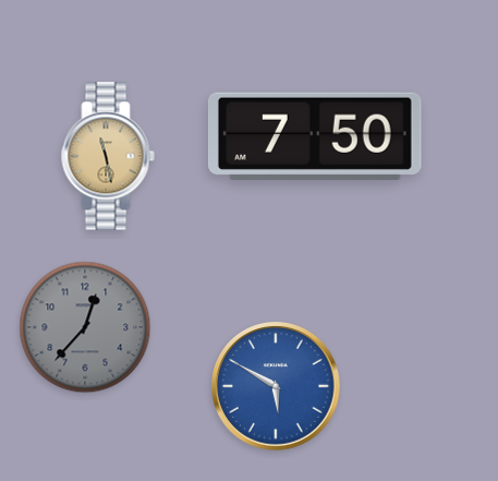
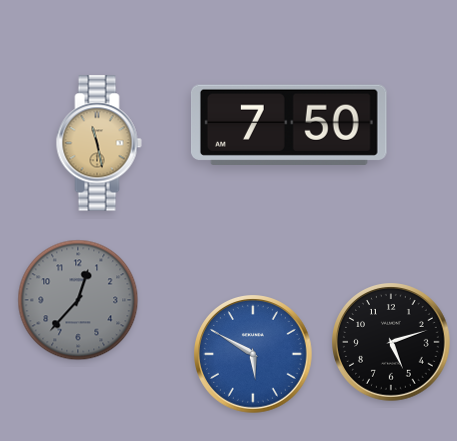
clock at (392, 343): none -> 5:12
